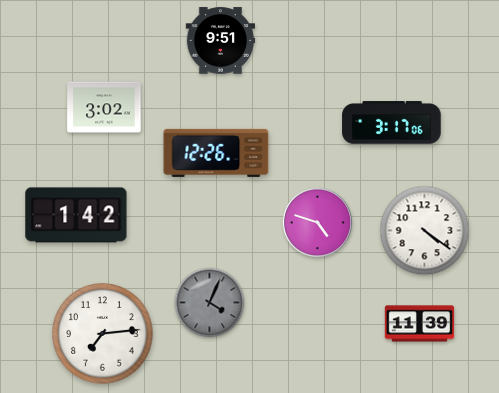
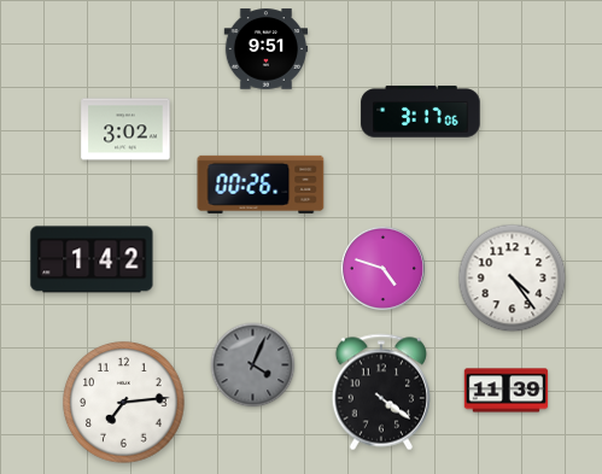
clock at (392, 123) position: (392, 123) -> (421, 112)
clock at (216, 153): 12:26 -> 00:26
clock at (425, 231): 4:21 -> 4:24
clock at (380, 392): none -> 4:21
